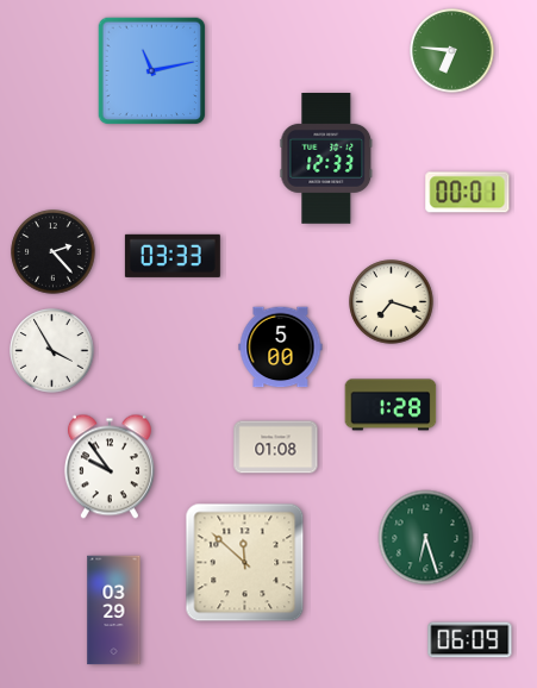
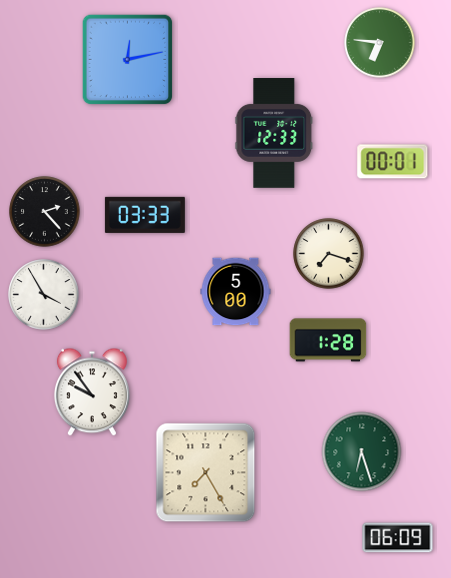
clock at (152, 71): 11:13 -> 12:13
clock at (276, 448): 01:08 -> none
clock at (426, 538) position: (426, 538) -> (362, 452)
clock at (245, 563): 11:52 -> 7:25
clock at (114, 611): 03:29 -> none
clock at (470, 640) position: (470, 640) -> (398, 538)
